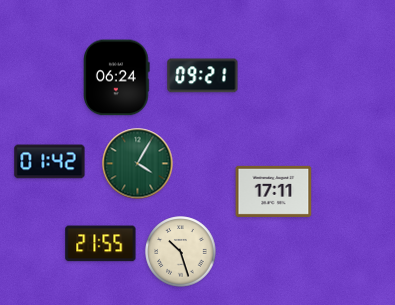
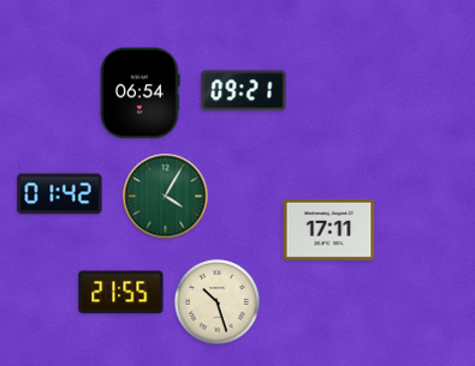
clock at (117, 78): 06:24 -> 06:54
